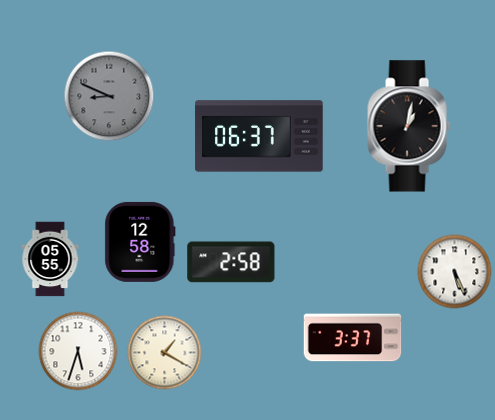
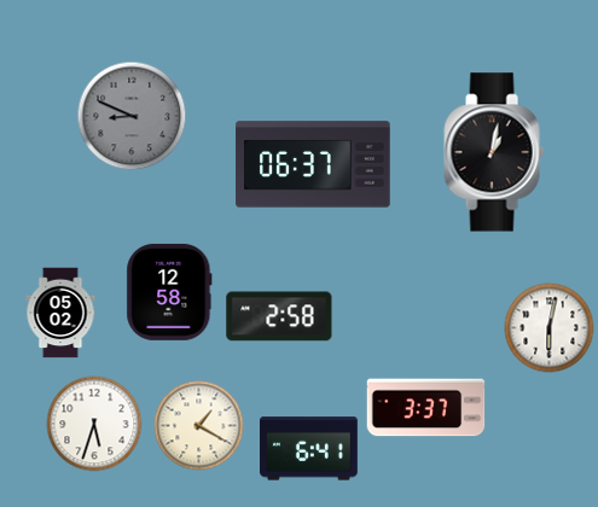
clock at (50, 259): 05:55 -> 05:02
clock at (455, 272): 5:26 -> 6:02
clock at (309, 449): none -> 6:41
